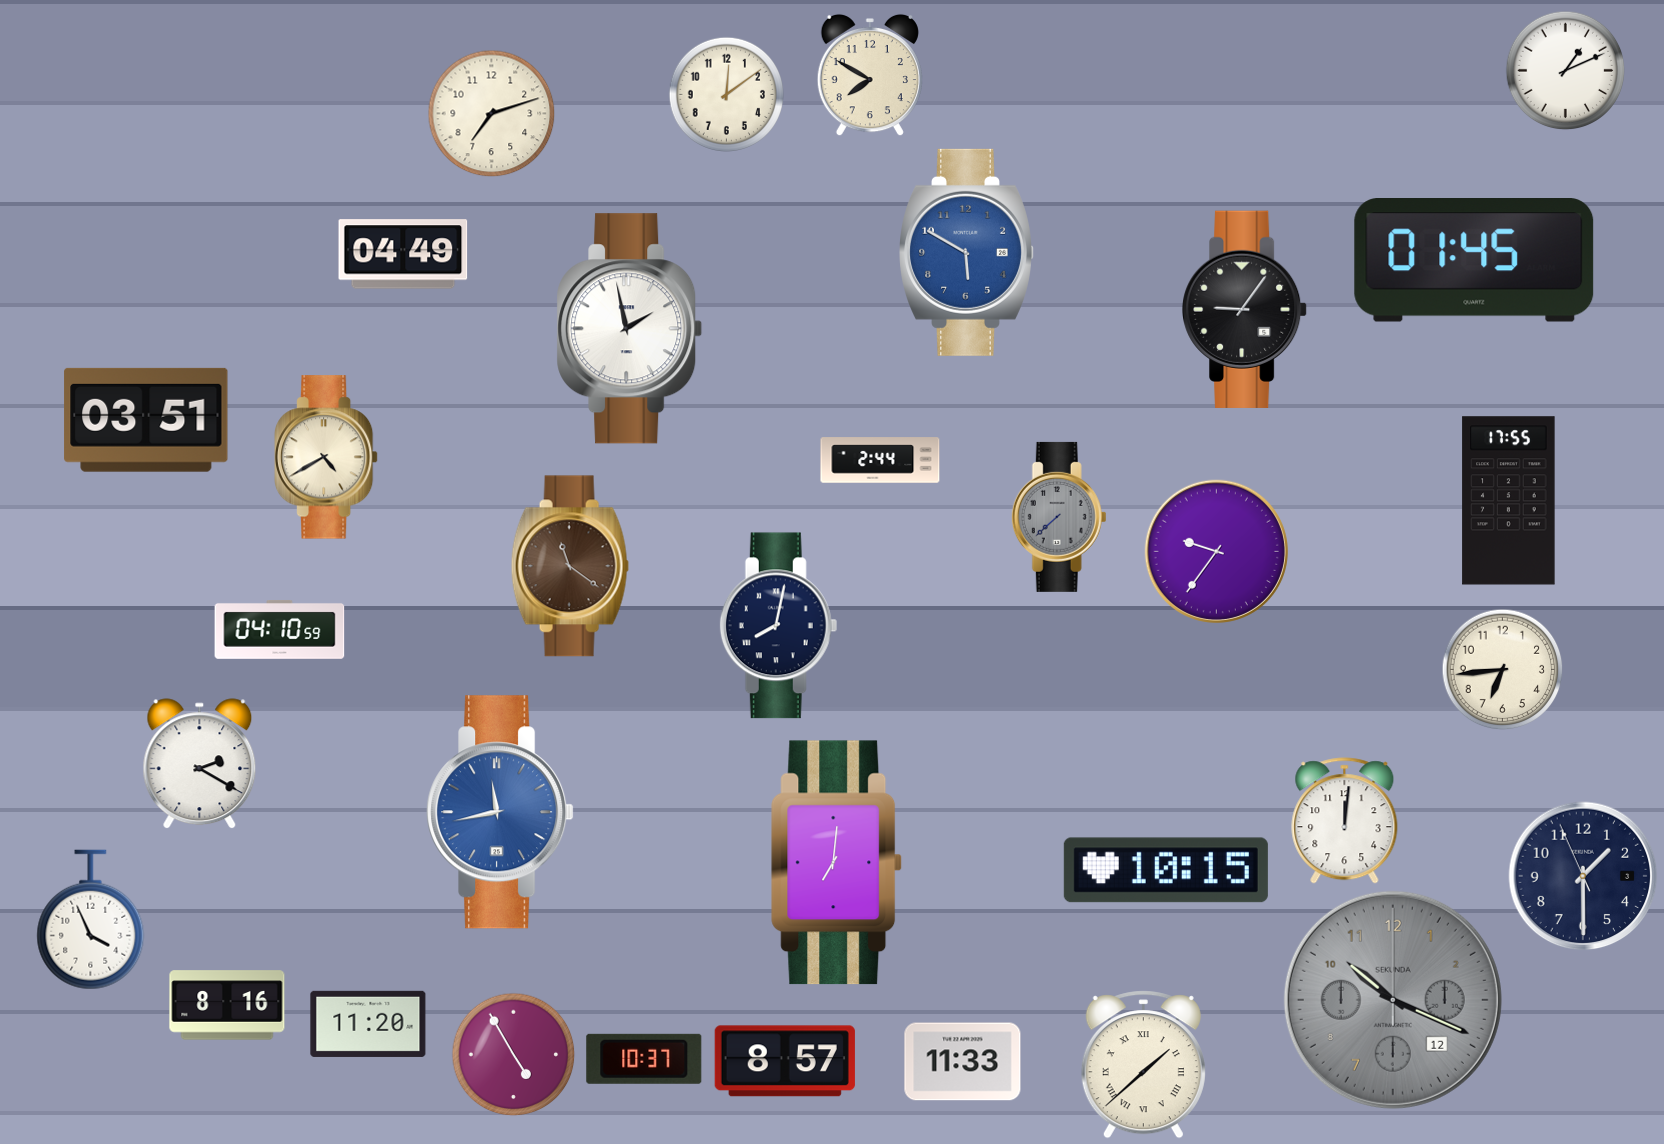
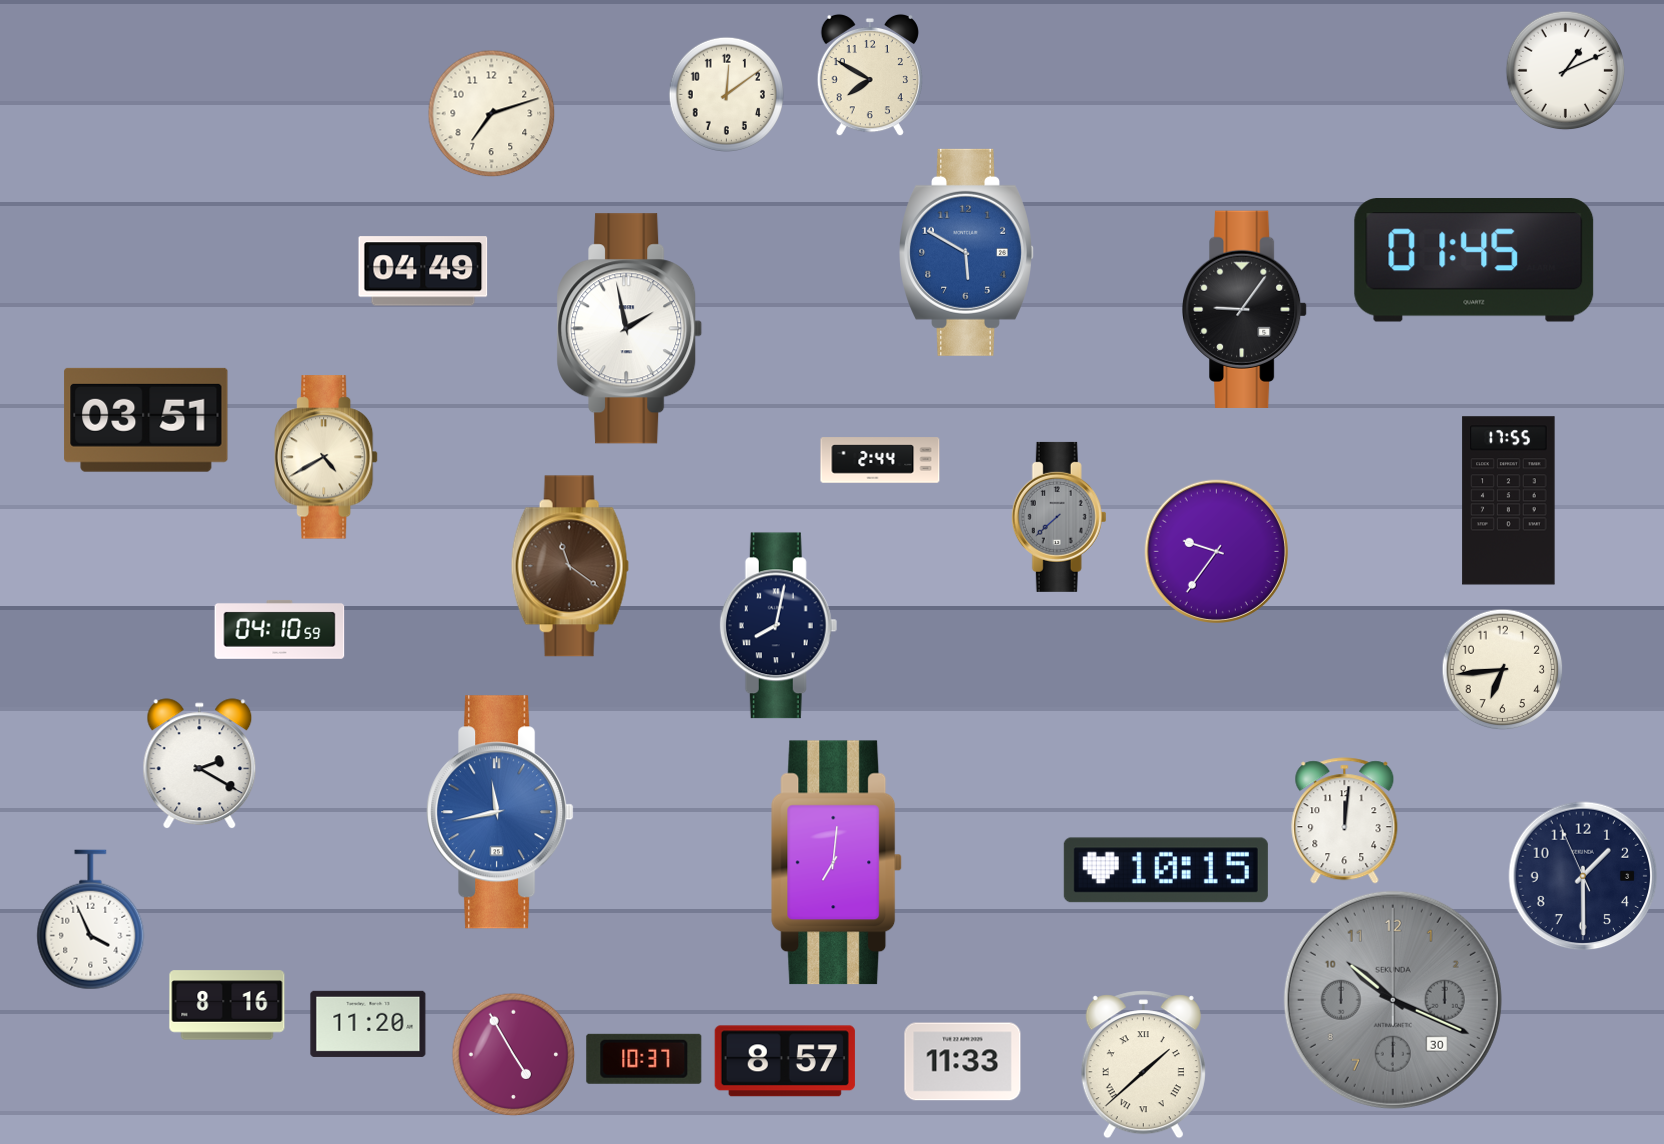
clock at (403, 254) position: (403, 254) -> (423, 271)
clock at (1393, 1000) date: 12 -> 30
